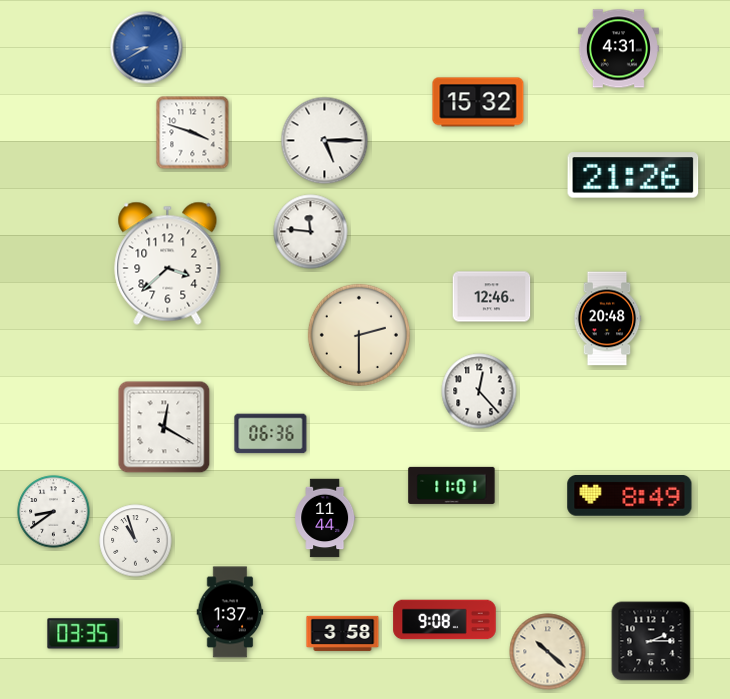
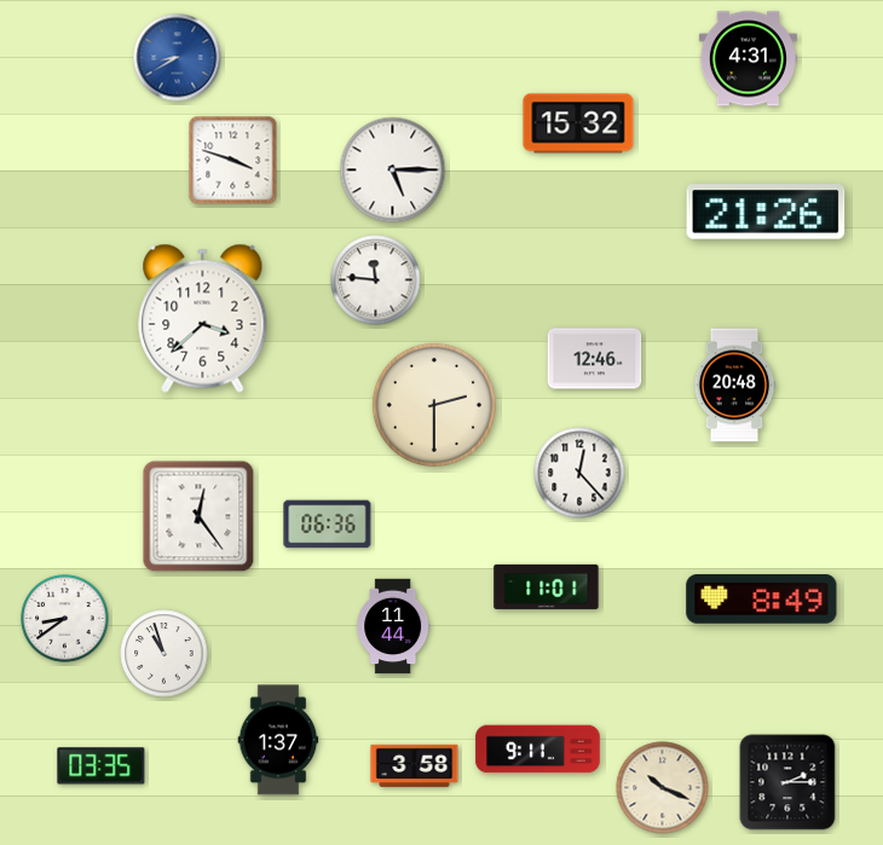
clock at (164, 427): 12:20 -> 12:24
clock at (445, 620): 9:08 -> 9:11
clock at (651, 641) position: (651, 641) -> (787, 782)
clock at (548, 652): 10:22 -> 10:19
